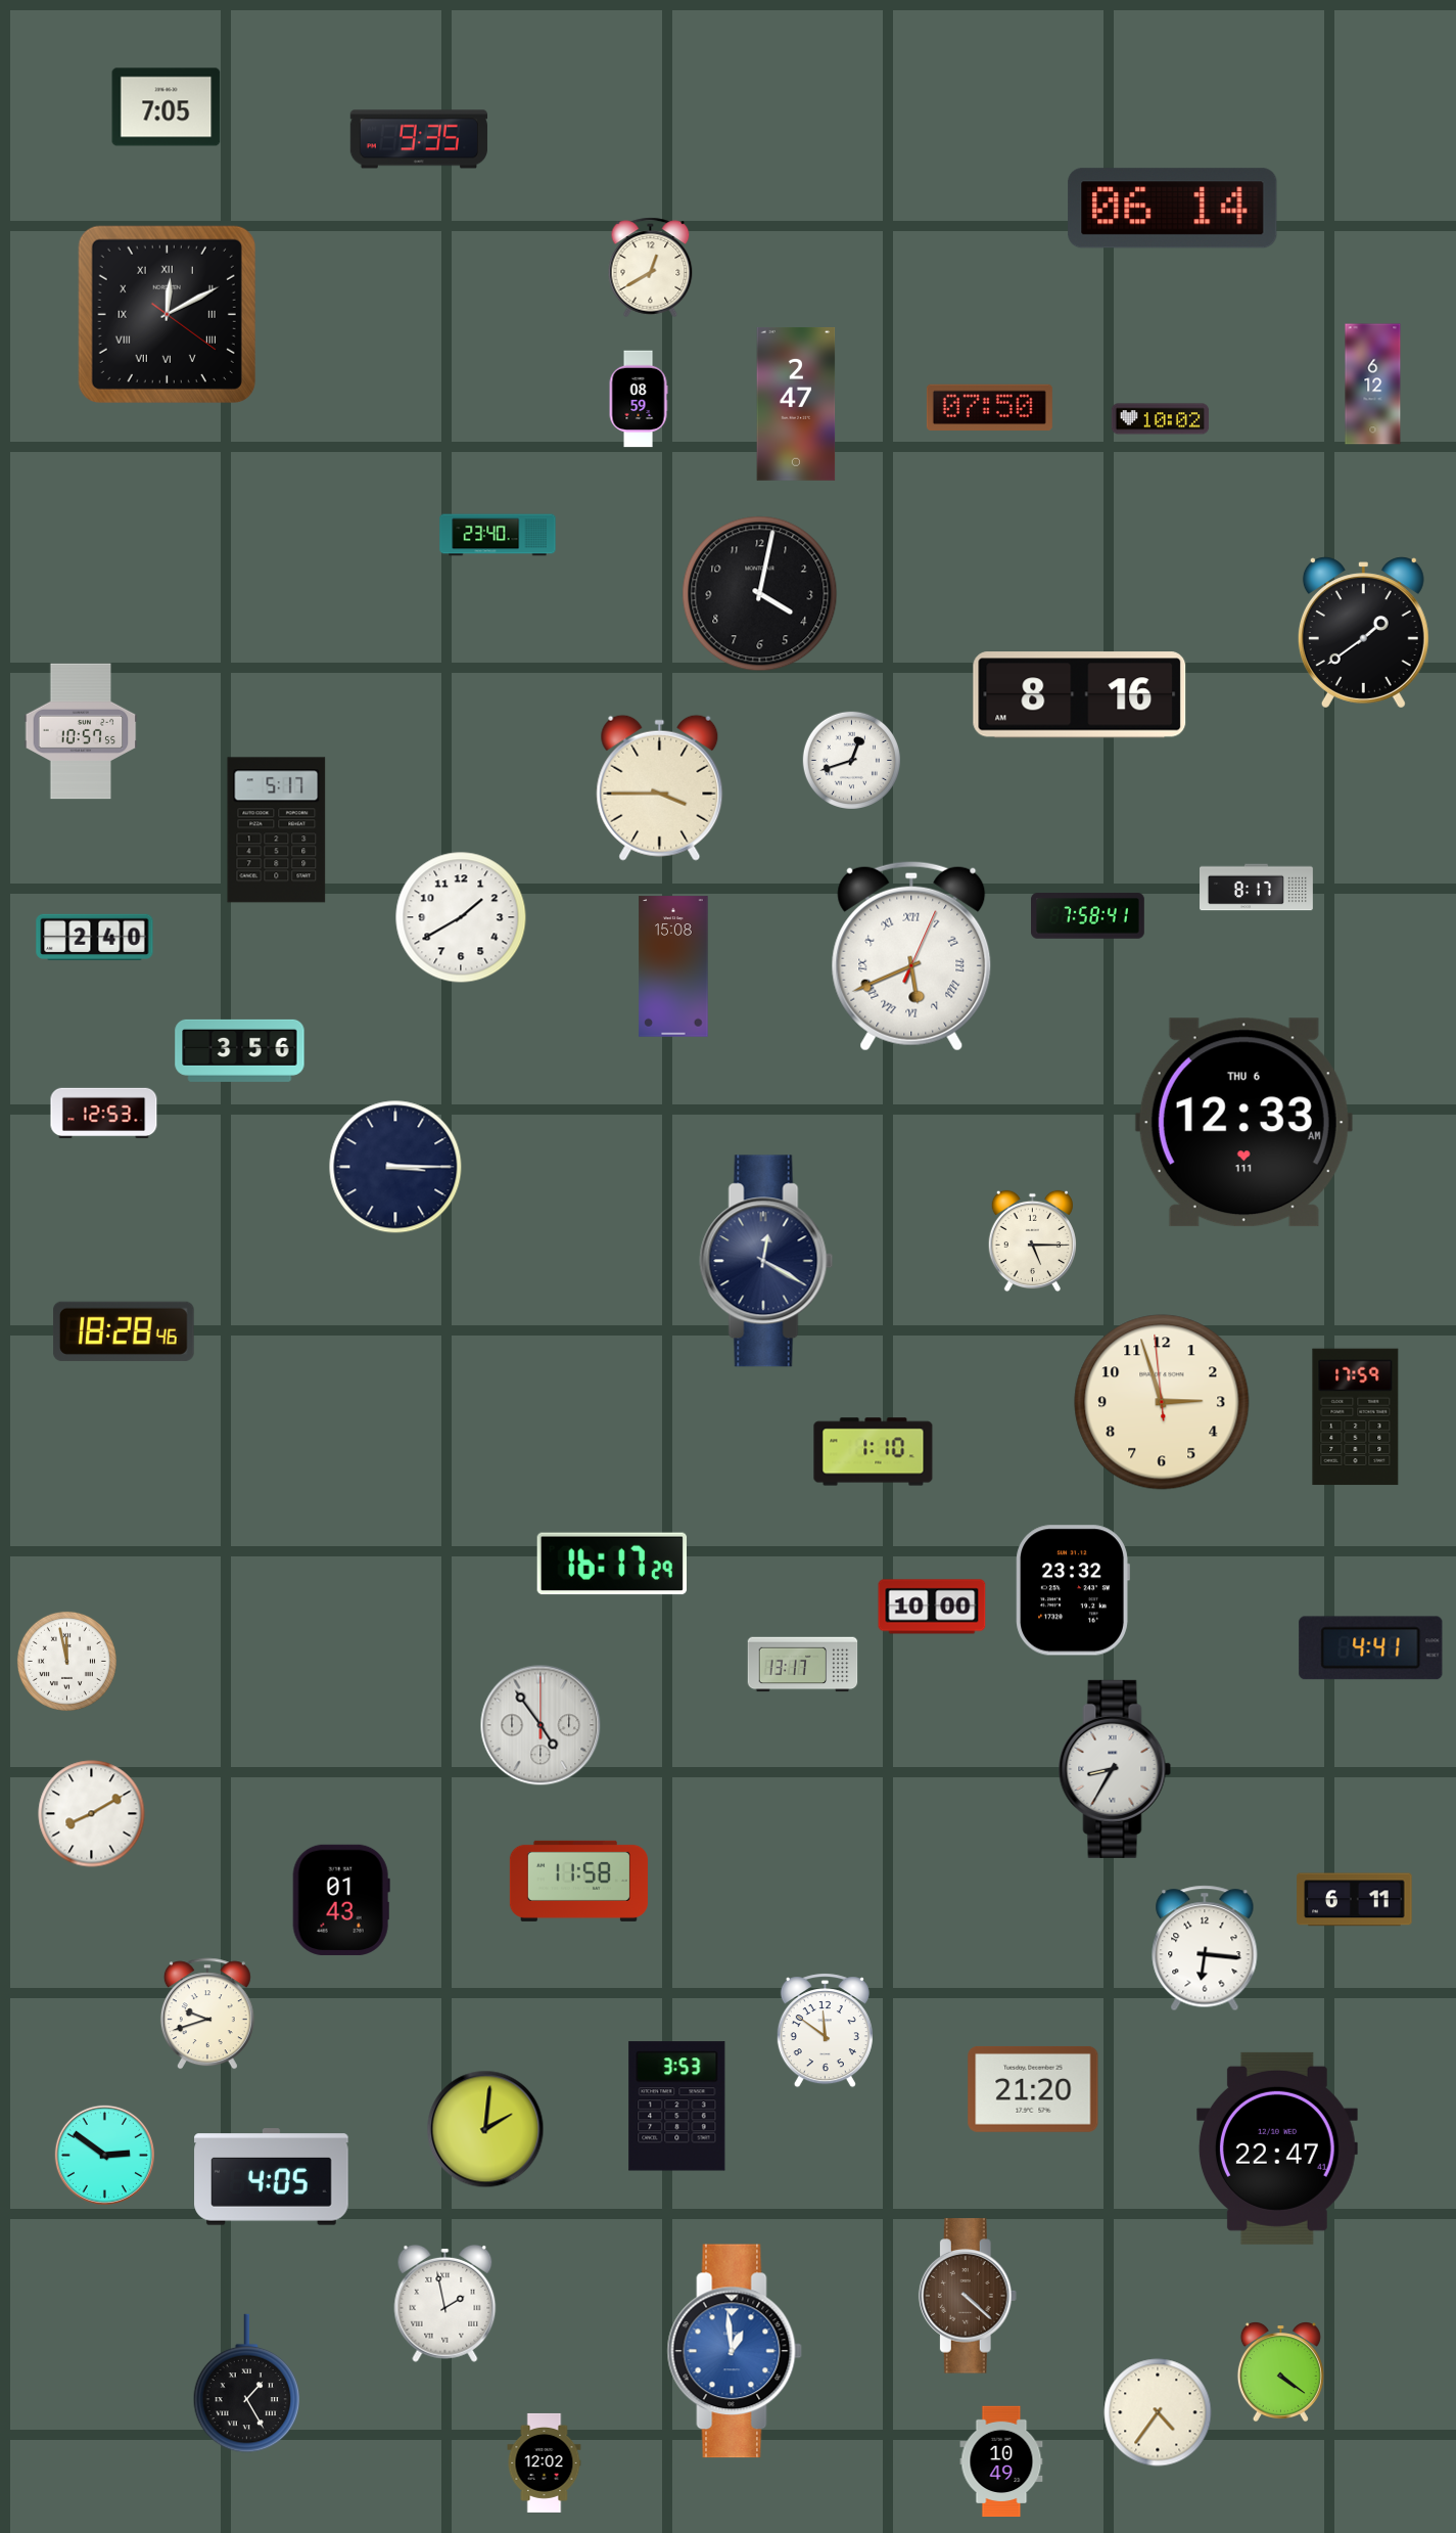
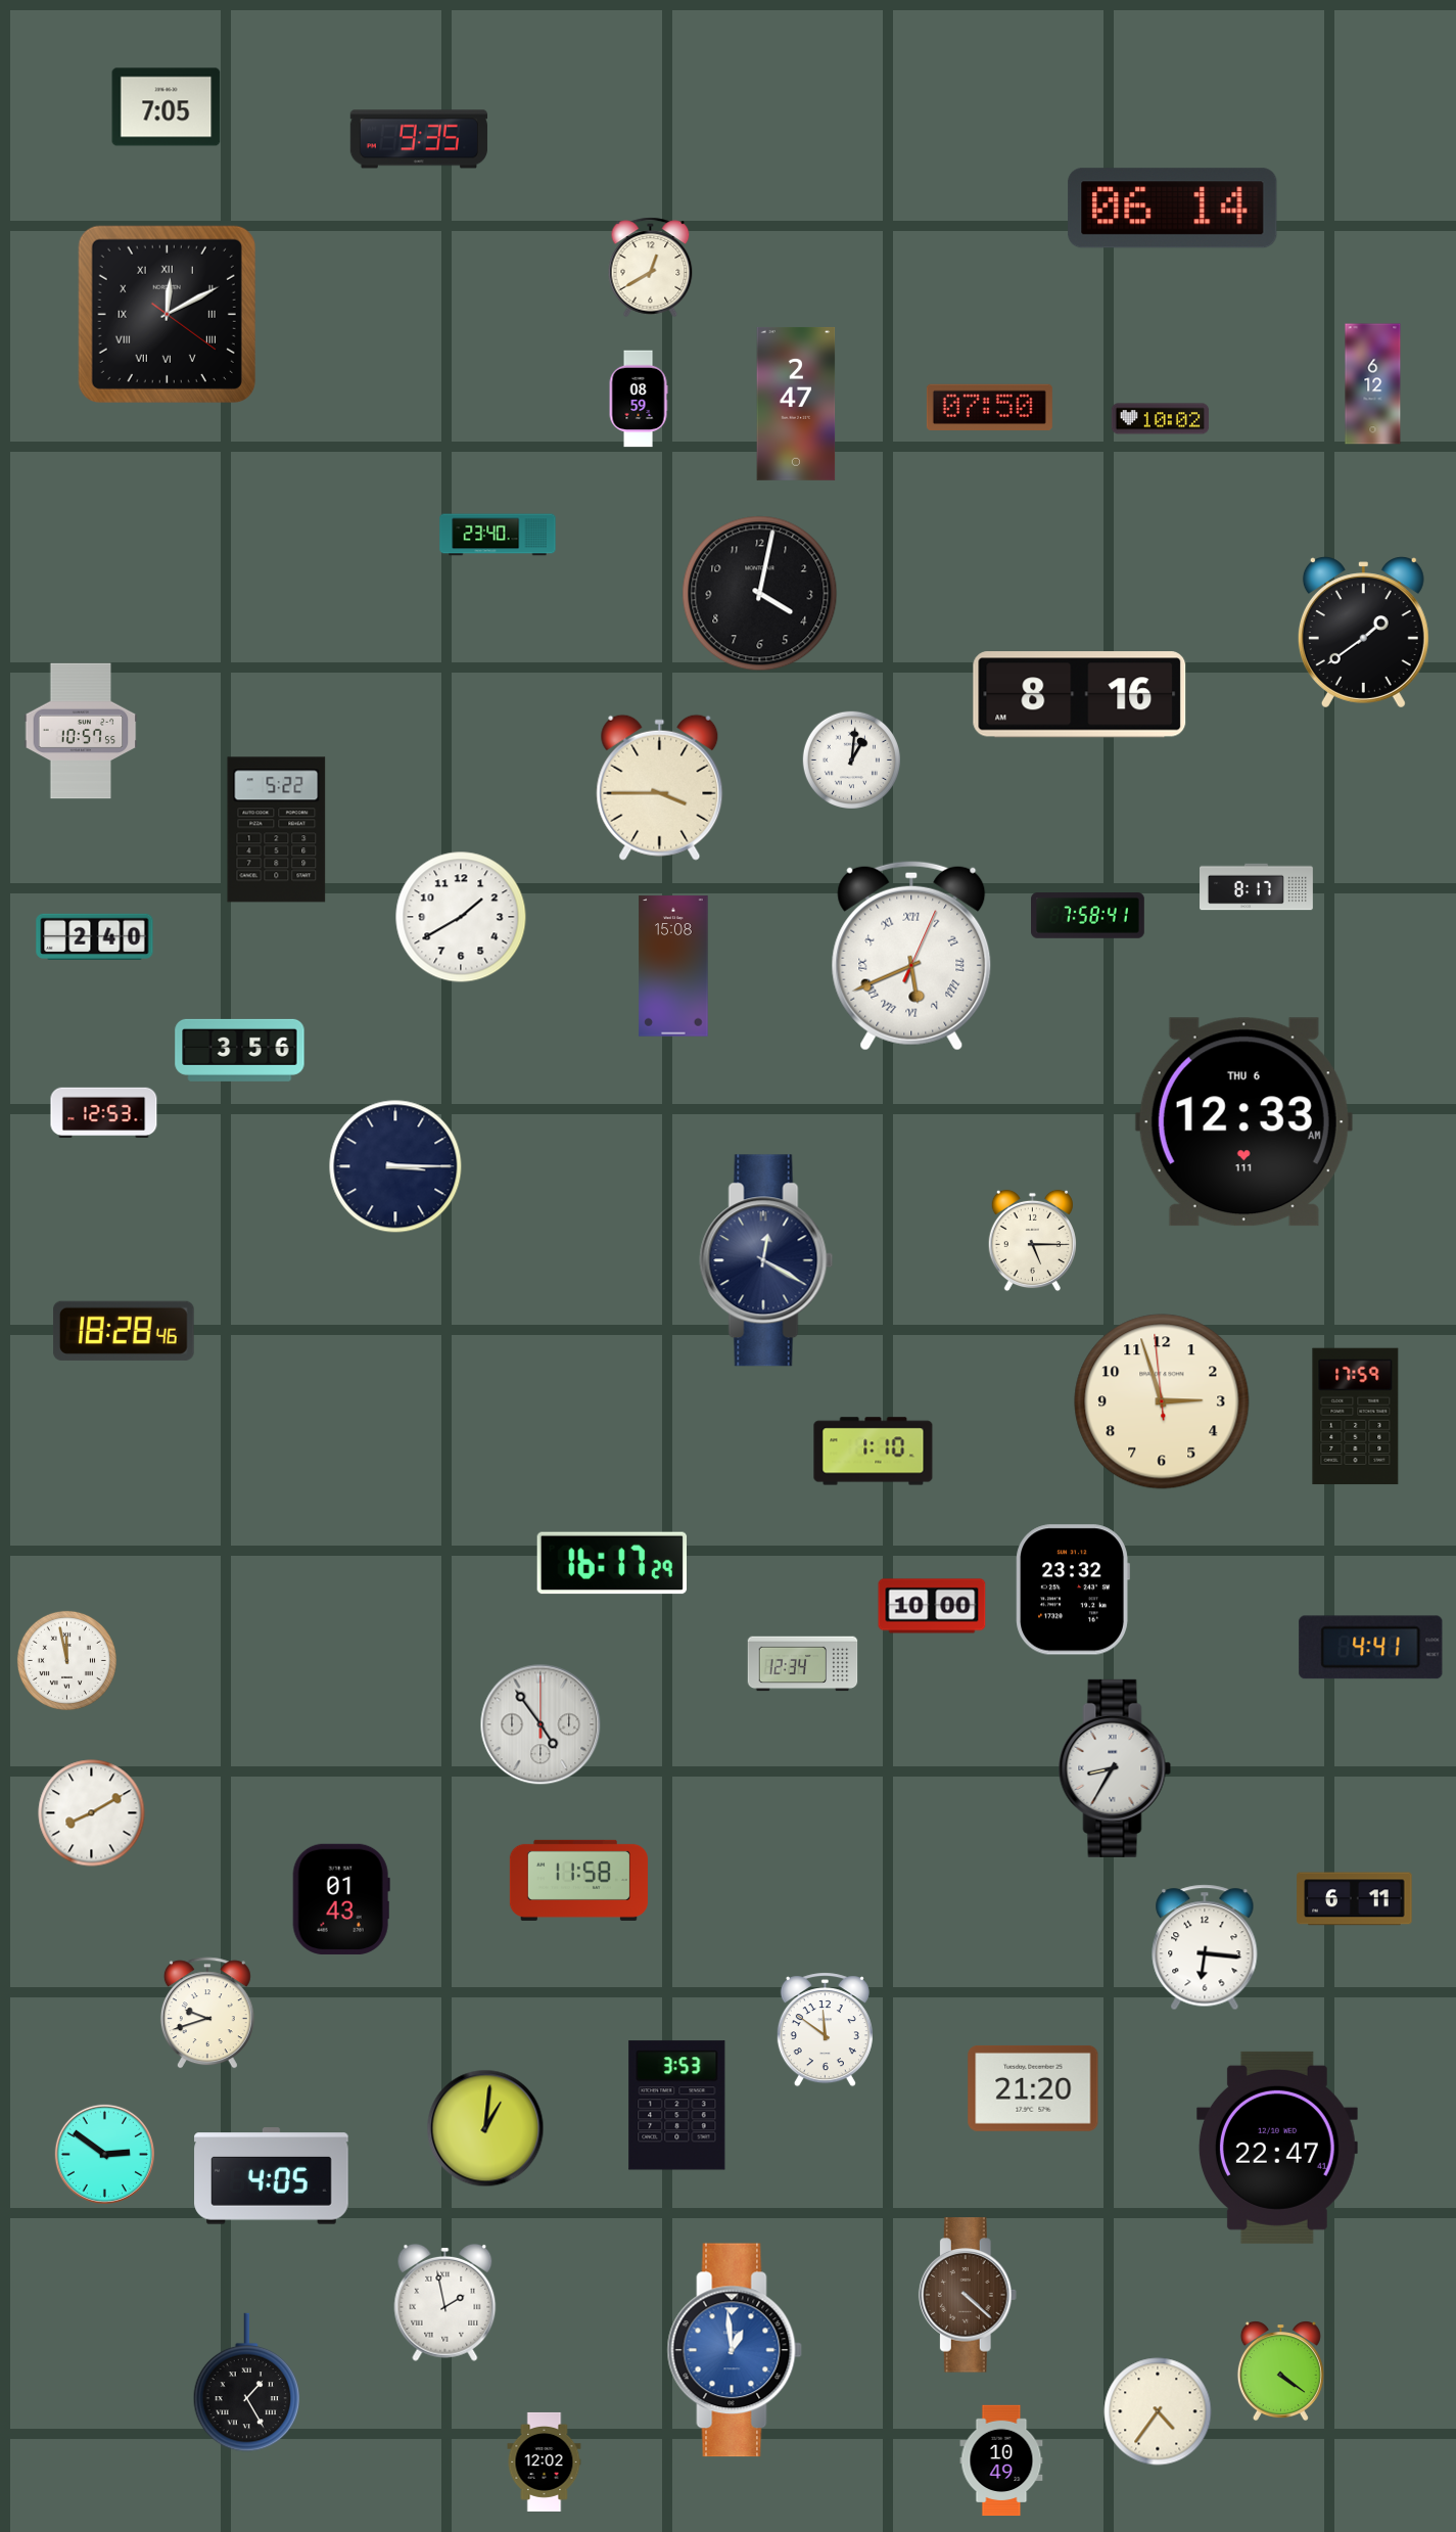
clock at (851, 760): 12:42 -> 1:01
clock at (277, 830): 5:17 -> 5:22
clock at (803, 1665): 13:17 -> 12:34
clock at (485, 2129): 2:01 -> 1:01
